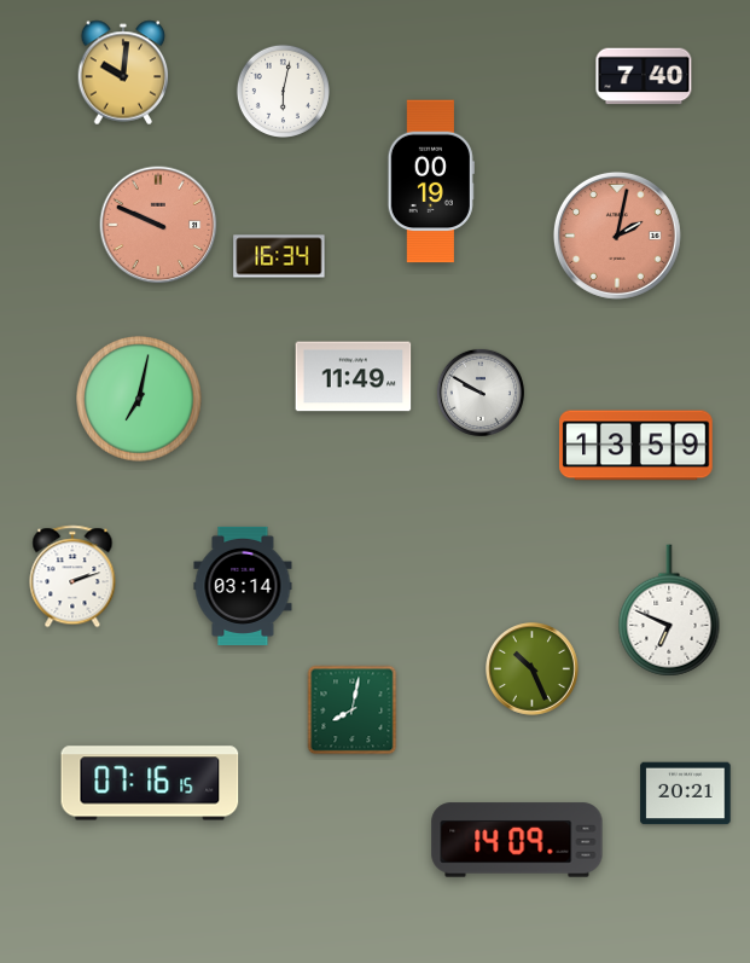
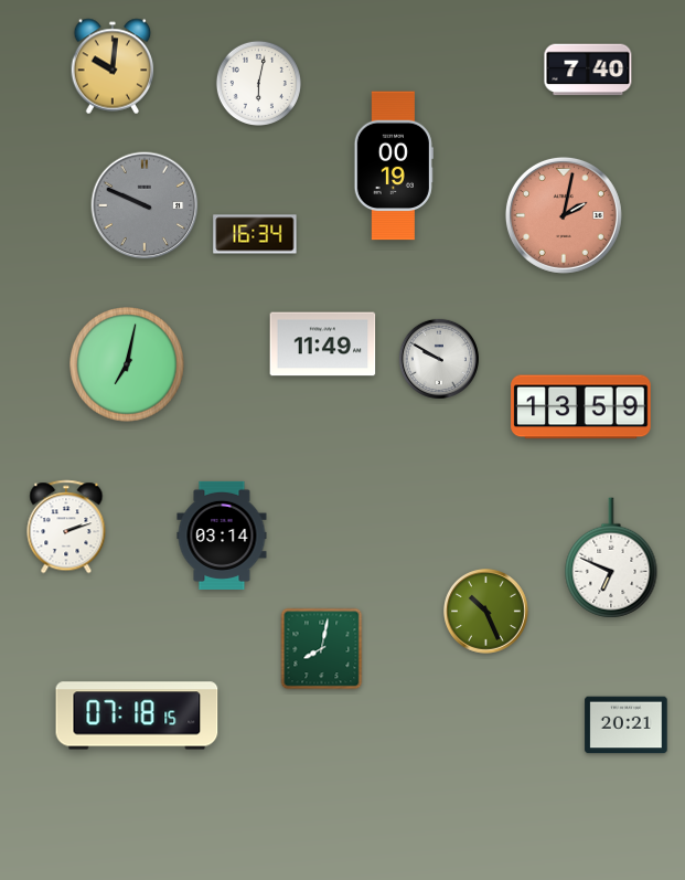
clock at (158, 225) dial: salmon -> grey
clock at (150, 783): 07:16 -> 07:18
clock at (517, 840): 14:09 -> none
